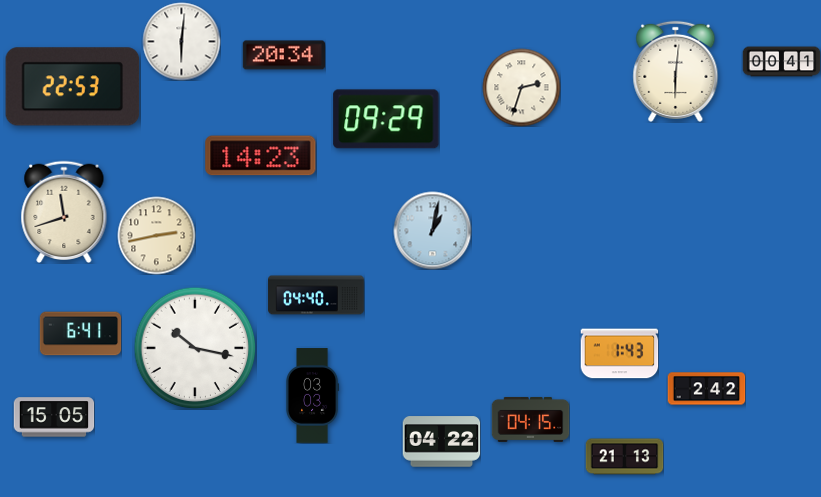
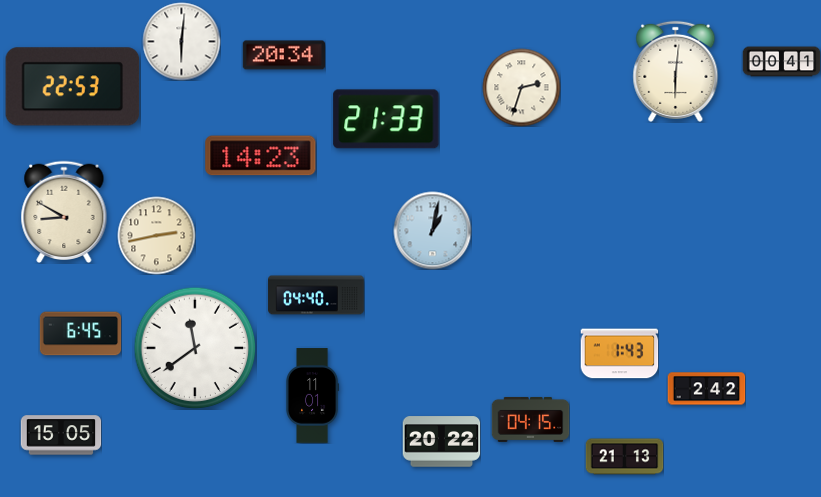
clock at (386, 119): 09:29 -> 21:33
clock at (64, 211): 11:42 -> 8:50
clock at (80, 334): 6:41 -> 6:45
clock at (195, 348): 10:17 -> 11:39
clock at (312, 396): 03:03 -> 11:01
clock at (54, 417) position: (54, 417) -> (61, 435)
clock at (441, 442): 04:22 -> 20:22
